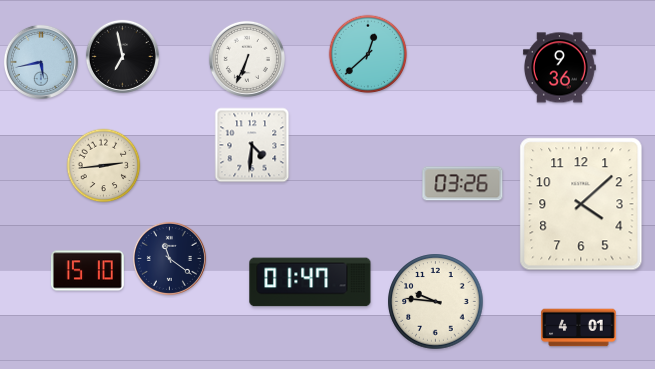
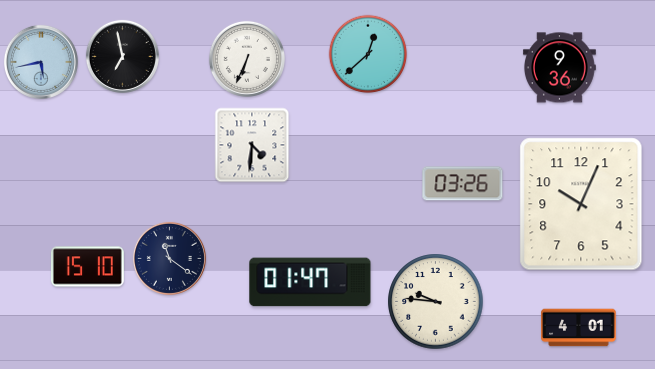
clock at (104, 166): 2:44 -> none
clock at (581, 204): 4:08 -> 10:04
clock at (87, 271) position: (87, 271) -> (87, 267)
